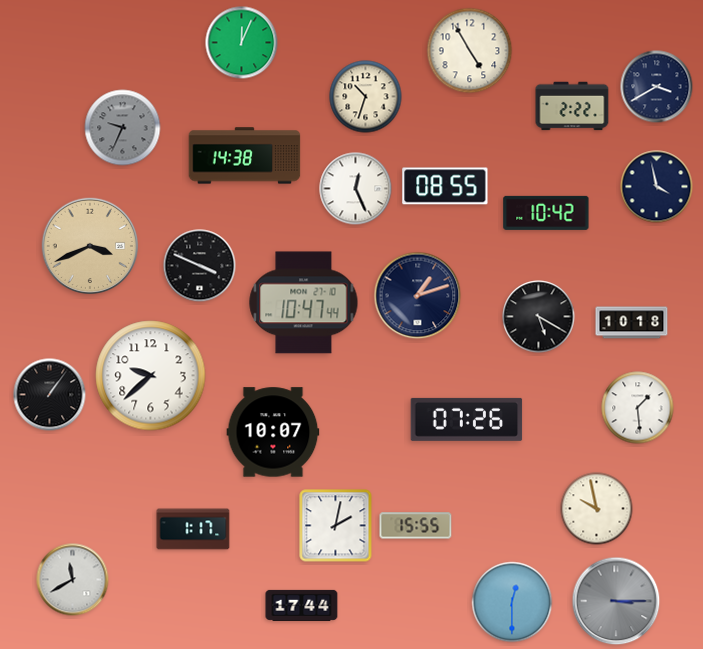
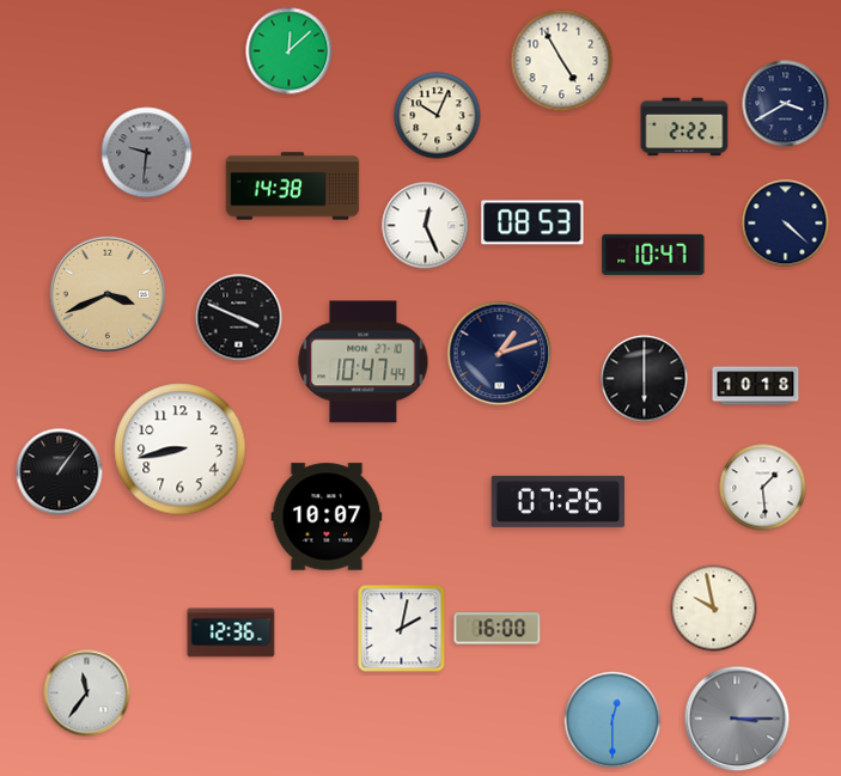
clock at (242, 43): 12:04 -> 12:08
clock at (366, 97): 10:33 -> 10:04
clock at (123, 128): 9:34 -> 9:31
clock at (445, 186): 08:55 -> 08:53
clock at (657, 187): 3:58 -> 4:22
clock at (546, 213): 10:42 -> 10:47
clock at (539, 317): 5:20 -> 6:00
clock at (151, 376): 9:38 -> 8:43
clock at (416, 526): 15:55 -> 16:00
clock at (193, 529): 1:17 -> 12:36
clock at (73, 580): 11:40 -> 11:36
clock at (302, 605): 17:44 -> none
